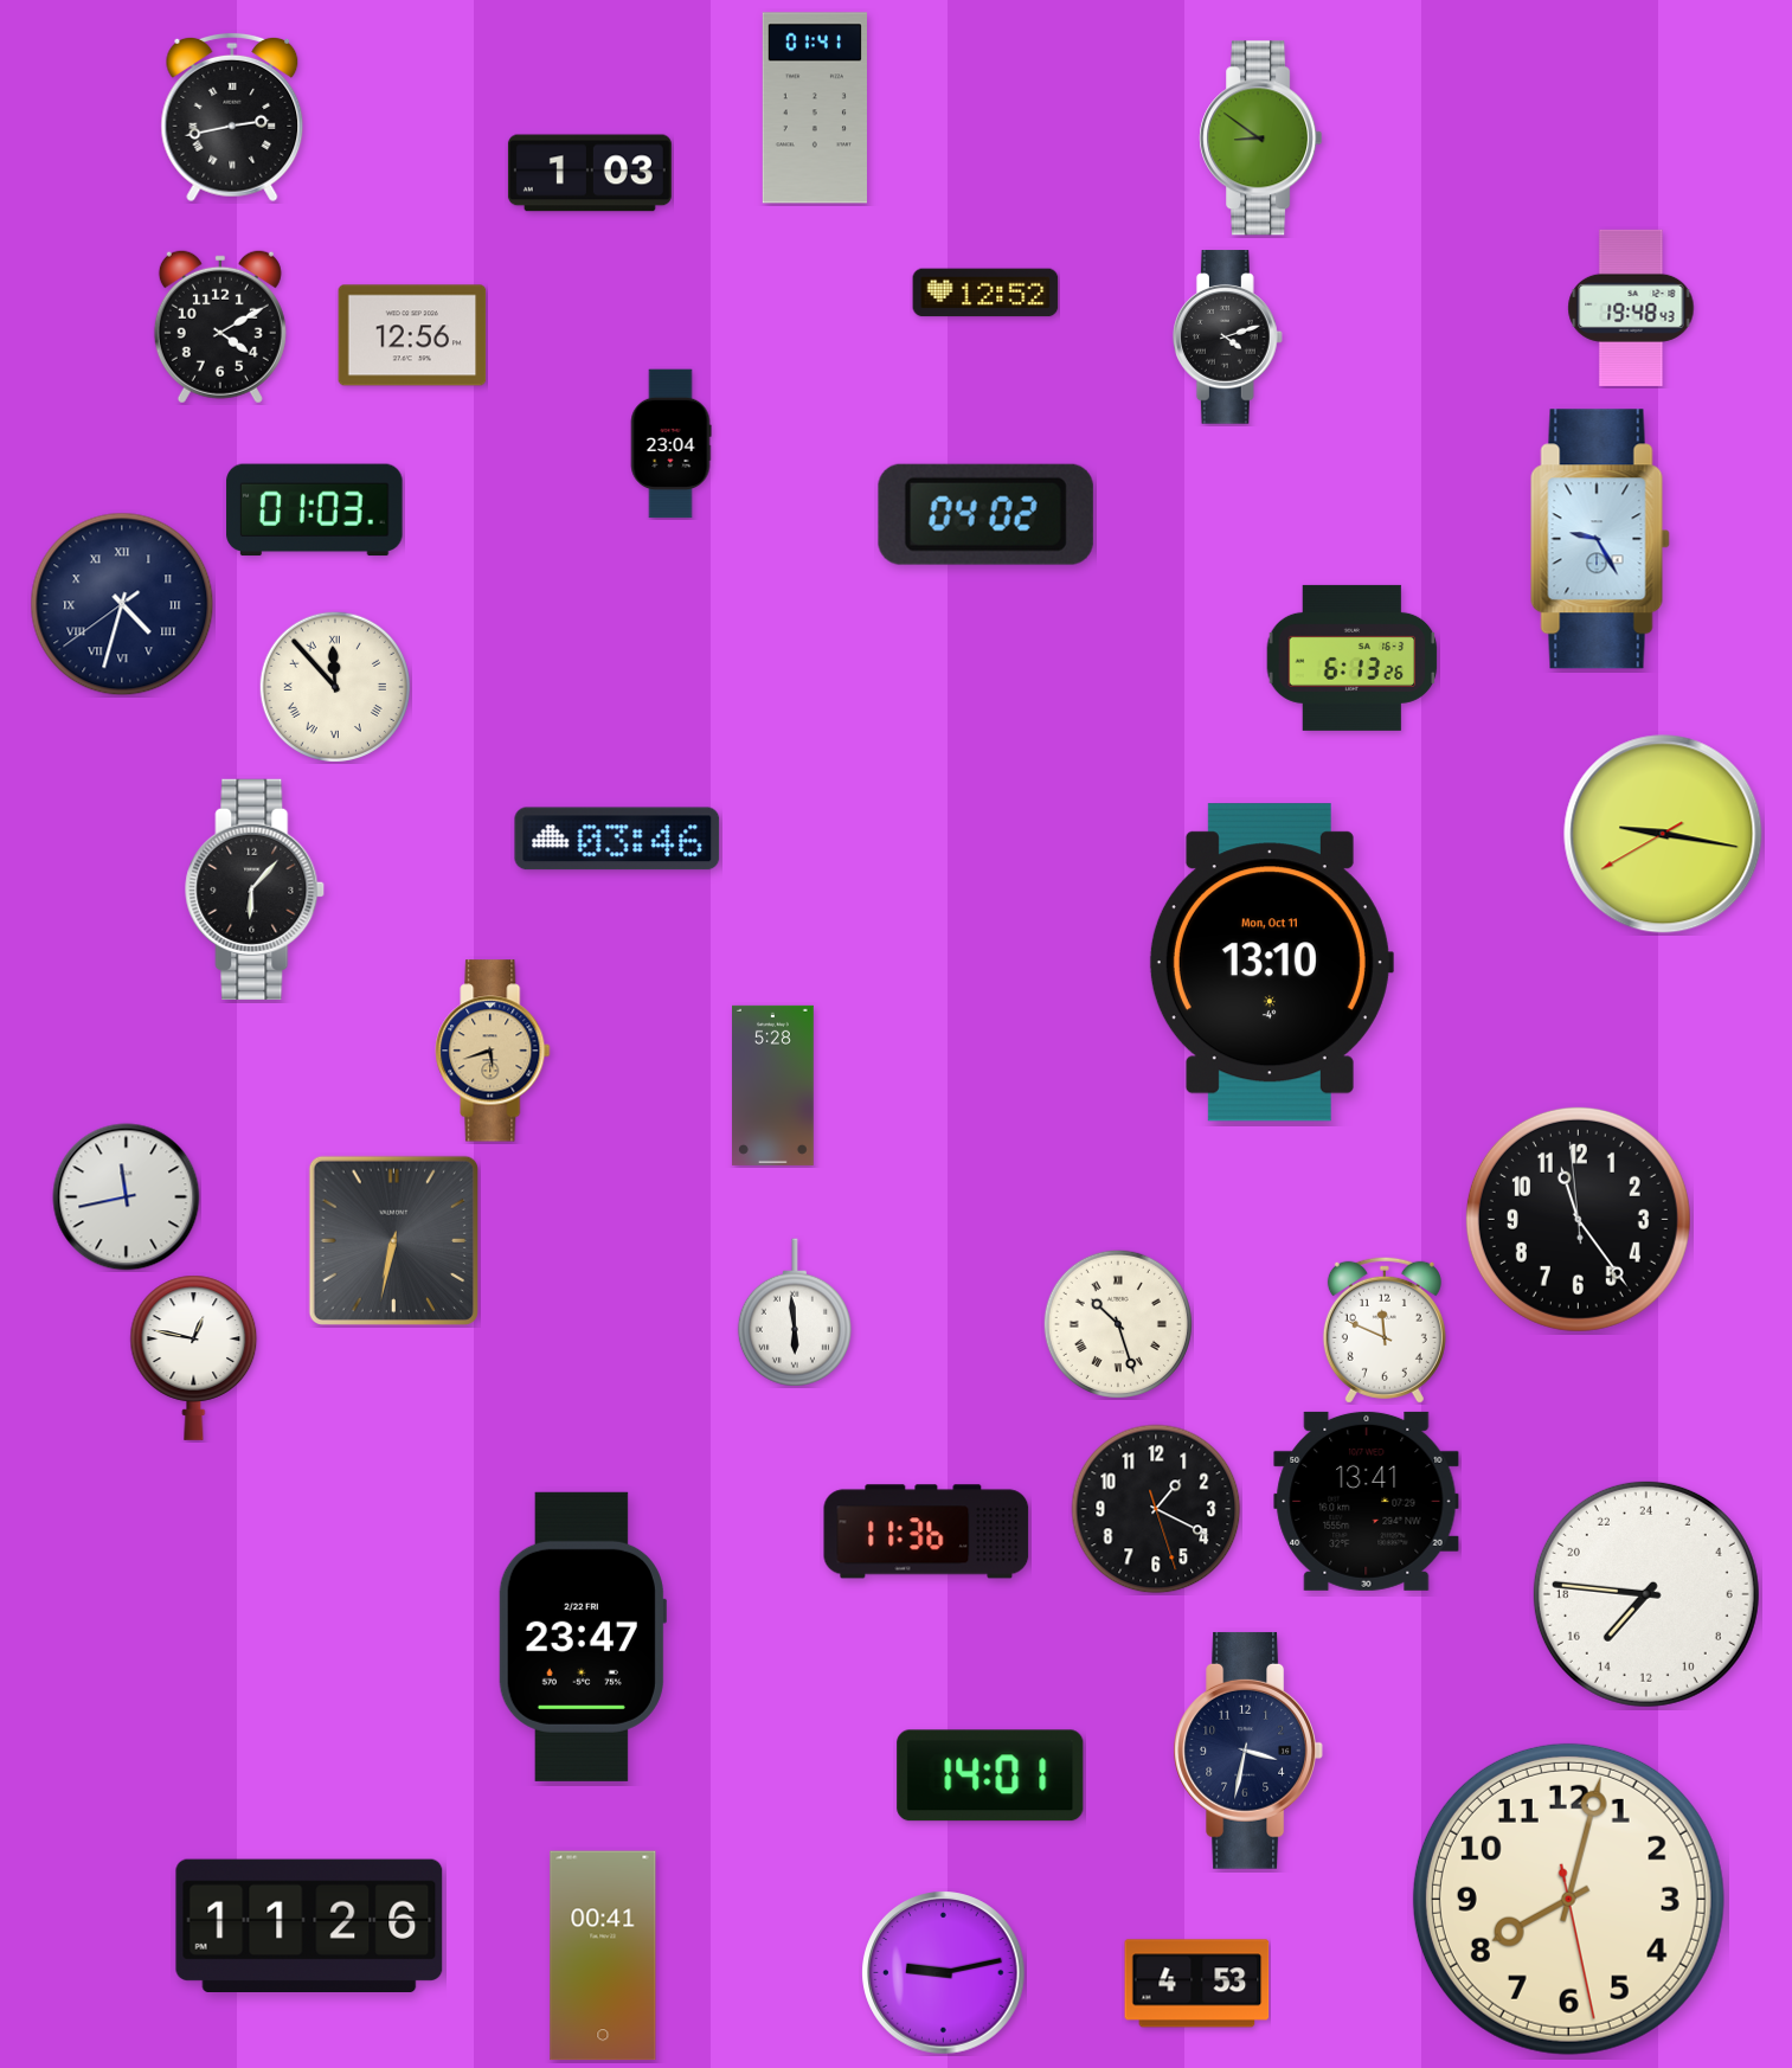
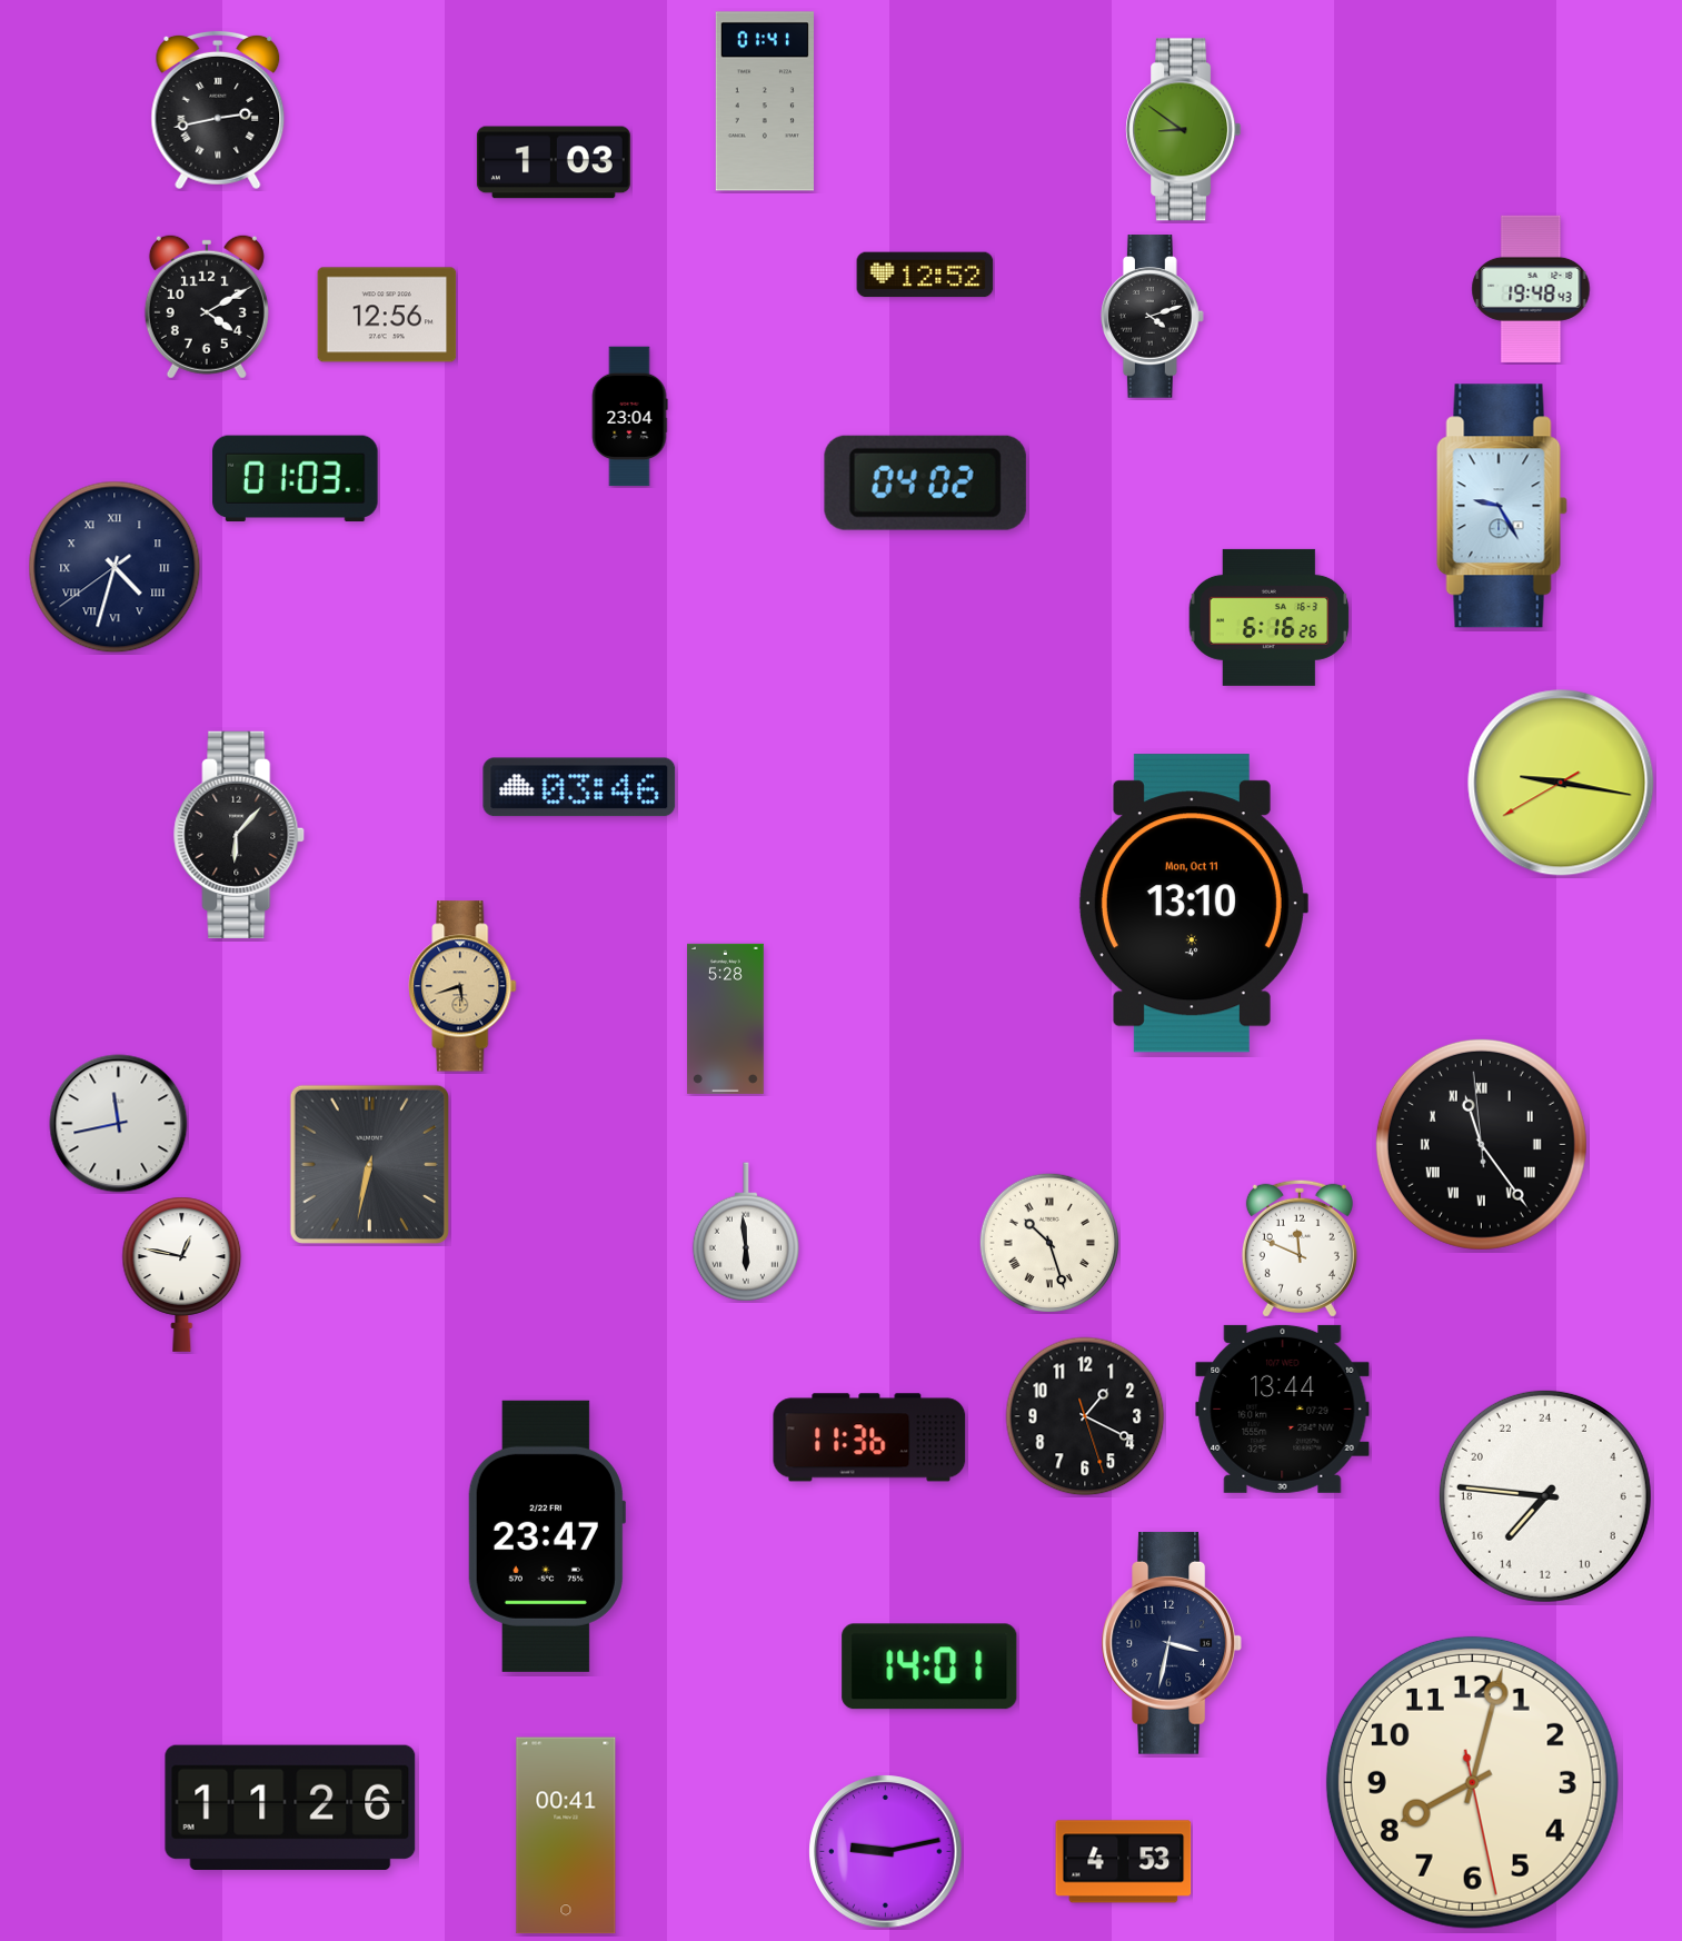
clock at (1353, 657): 6:13 -> 6:16
clock at (334, 686): 11:53 -> none
clock at (1578, 1219) numerals: Arabic -> Roman
clock at (1367, 1501): 13:41 -> 13:44
